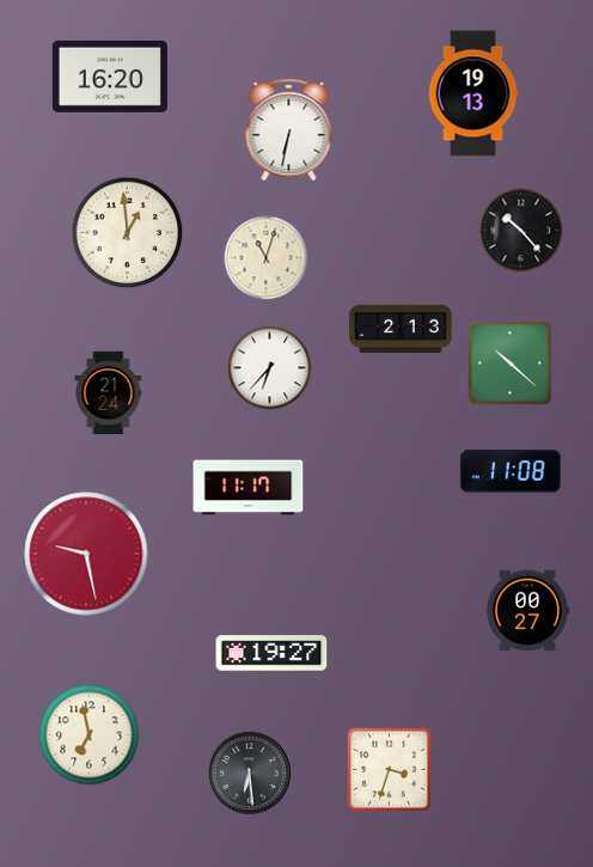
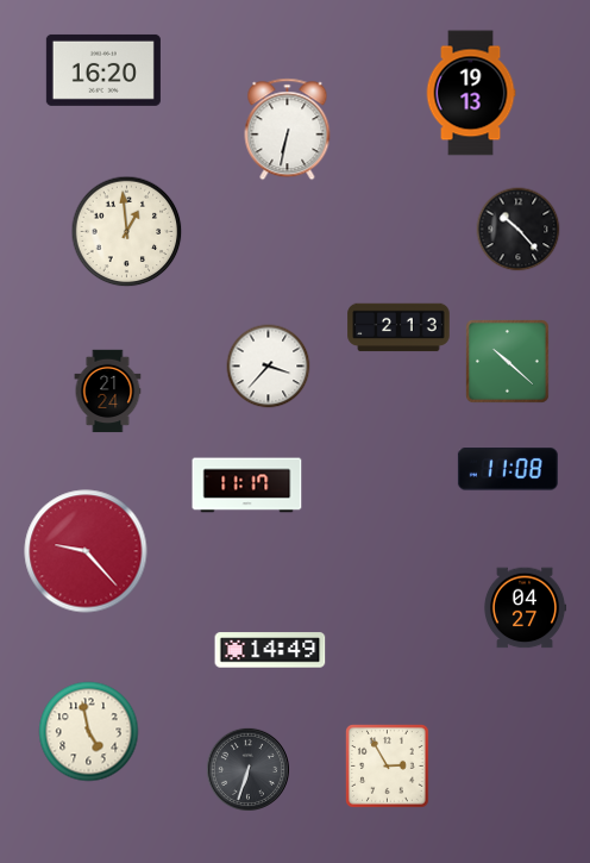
clock at (110, 77) position: (110, 77) -> (103, 70)
clock at (267, 258): 11:03 -> none
clock at (270, 368): 6:37 -> 3:37
clock at (86, 554): 9:28 -> 9:23
clock at (527, 611): 00:27 -> 04:27
clock at (271, 653): 19:27 -> 14:49
clock at (90, 735): 6:58 -> 4:58
clock at (390, 770): 3:33 -> 2:55
clock at (249, 773): 6:29 -> 6:33
